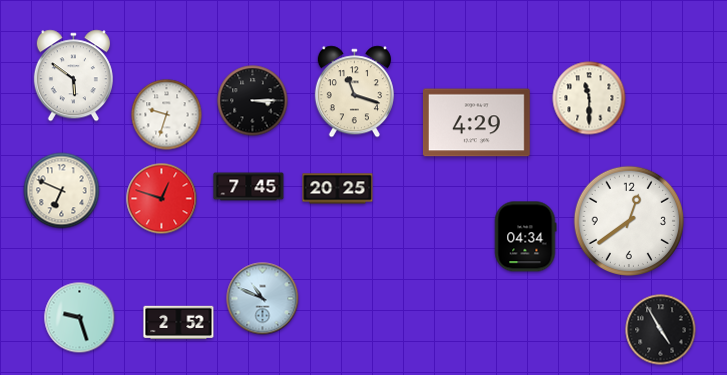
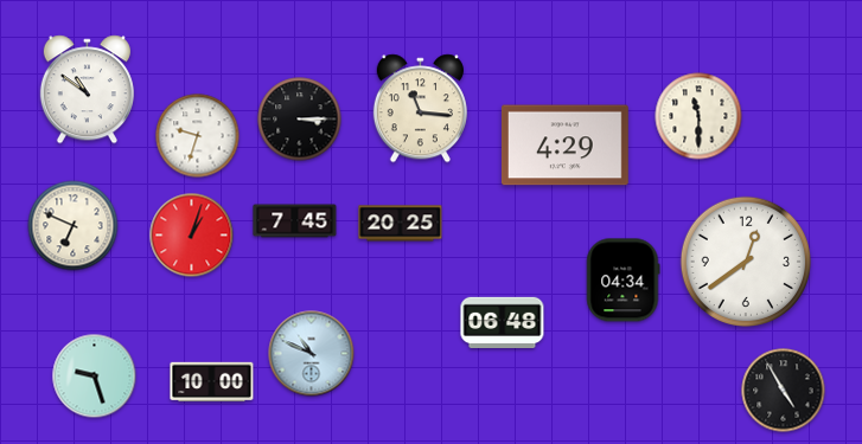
clock at (73, 76): 5:51 -> 10:51
clock at (354, 92): 11:18 -> 11:16
clock at (162, 199): 12:48 -> 1:03
clock at (503, 323): none -> 06:48
clock at (179, 323): 2:52 -> 10:00
